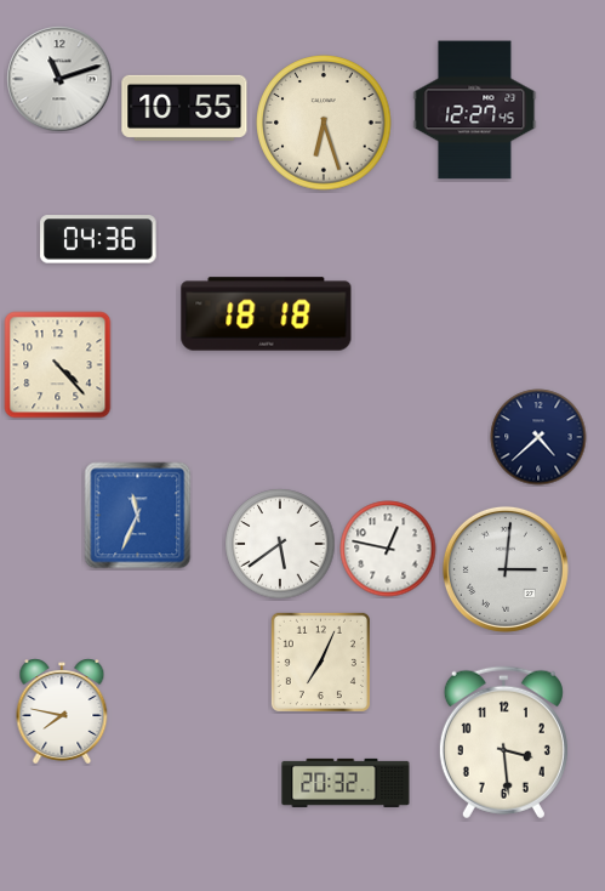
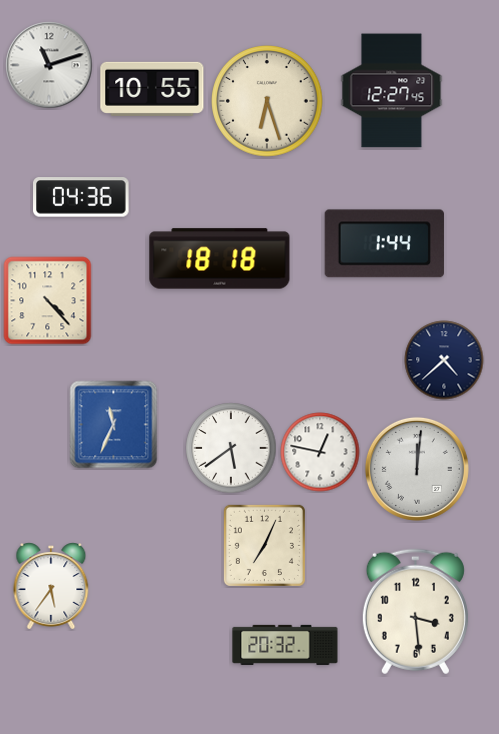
clock at (384, 244): none -> 1:44
clock at (506, 569): 3:01 -> 12:01
clock at (62, 711): 7:47 -> 5:36
